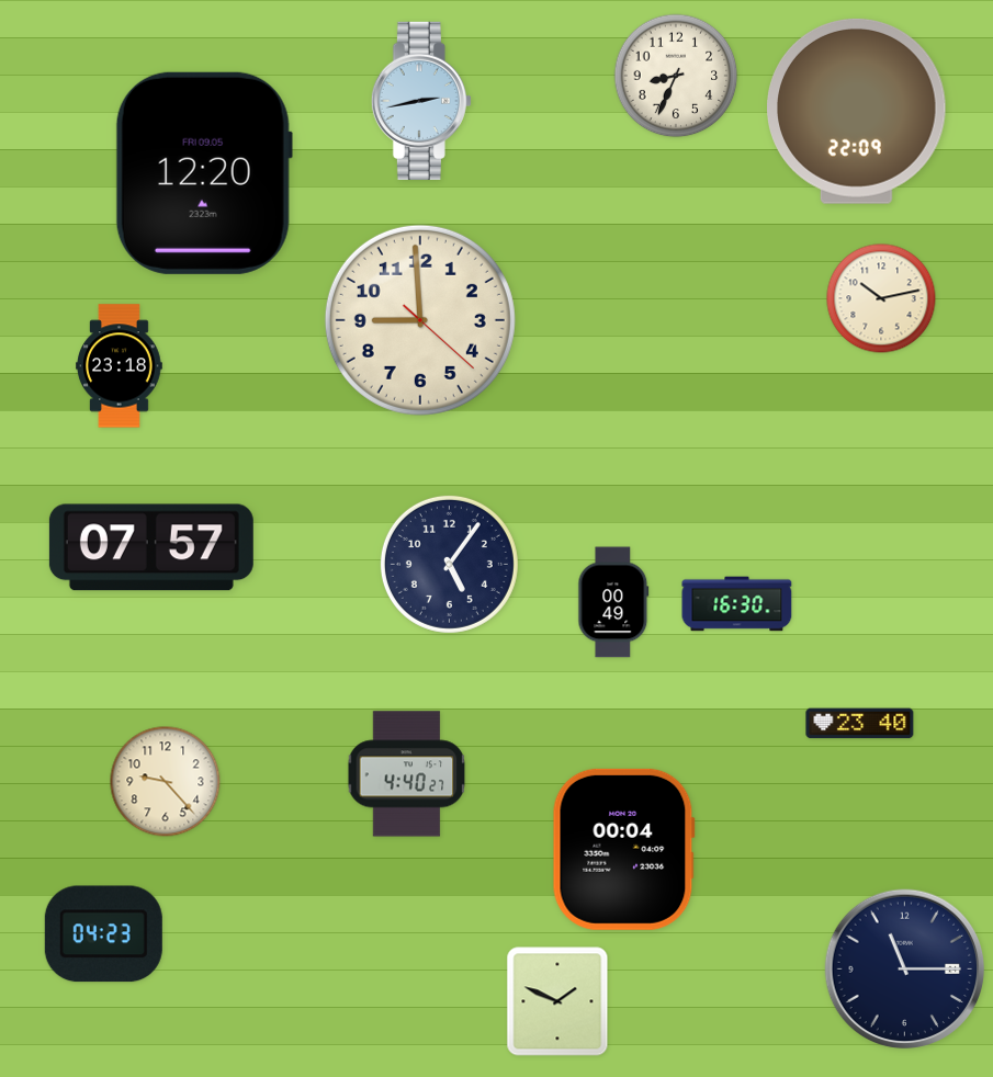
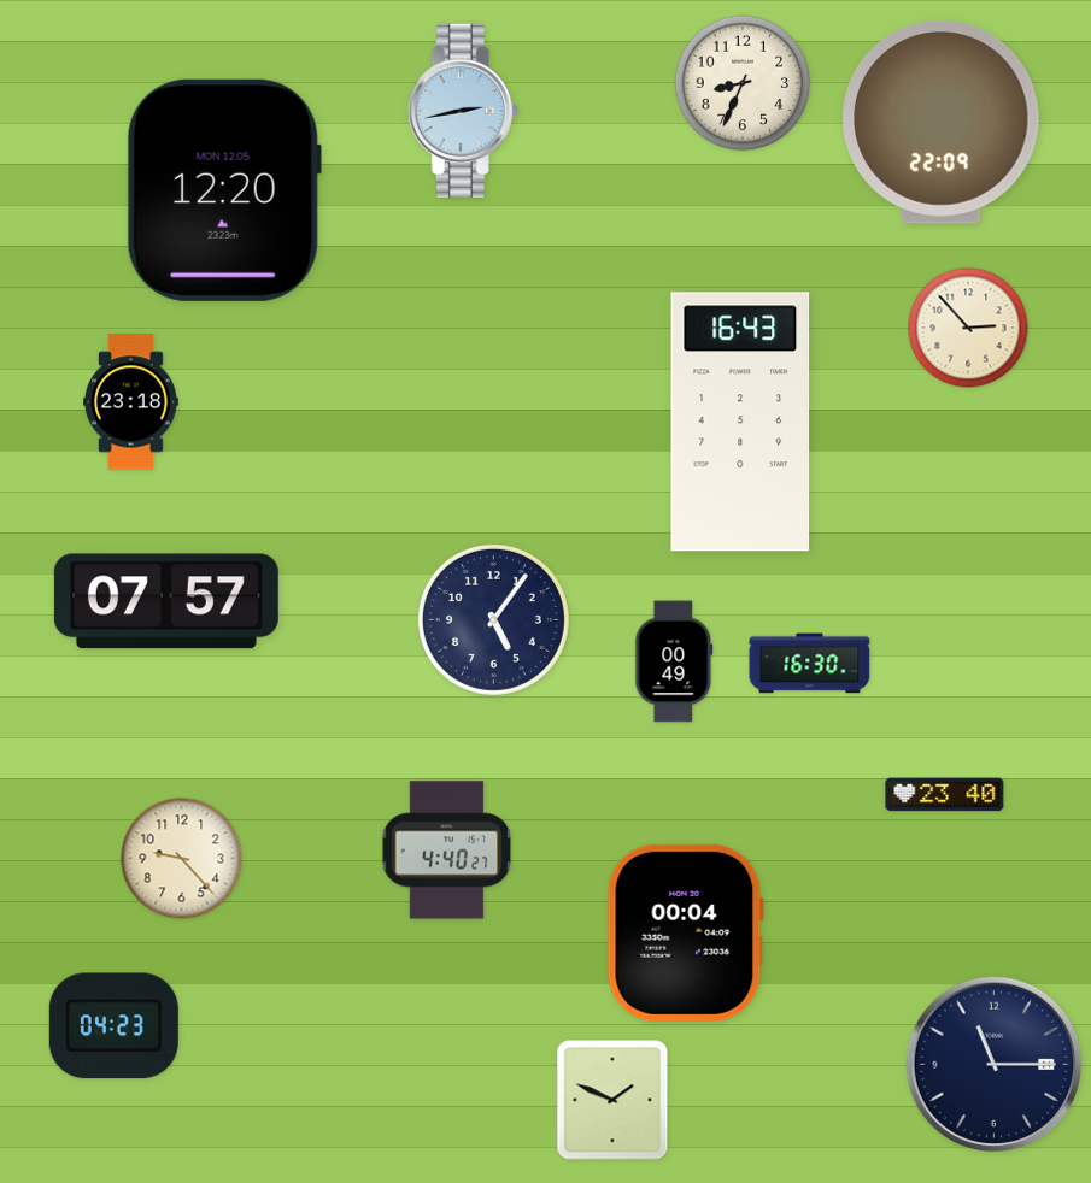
clock at (204, 173) date: FRI 09.05 -> MON 12.05
clock at (881, 298): 10:13 -> 2:53
clock at (420, 320): 8:59 -> none
clock at (740, 422): none -> 16:43
